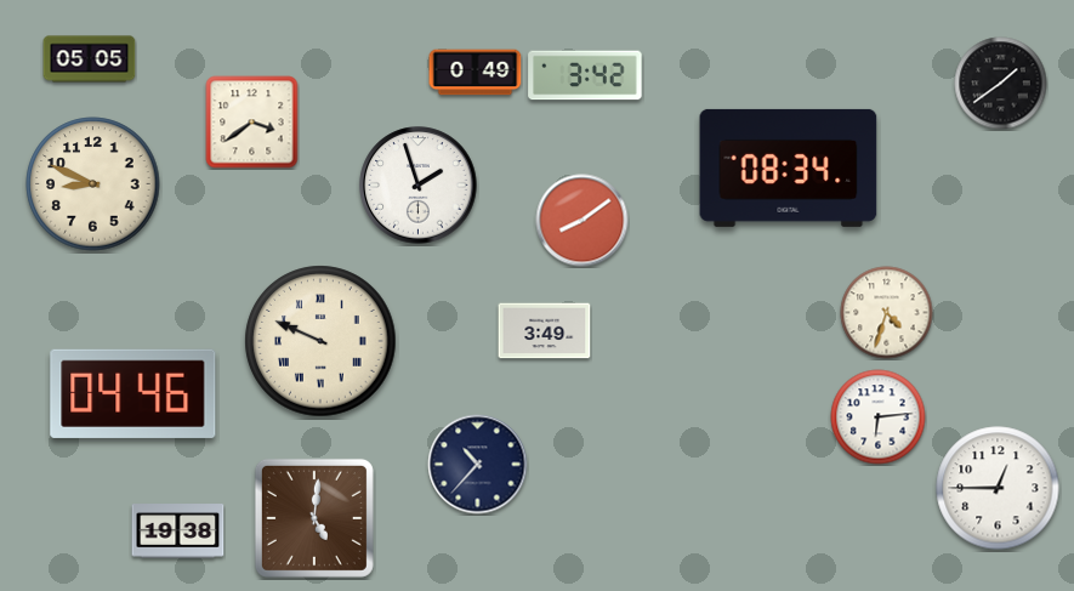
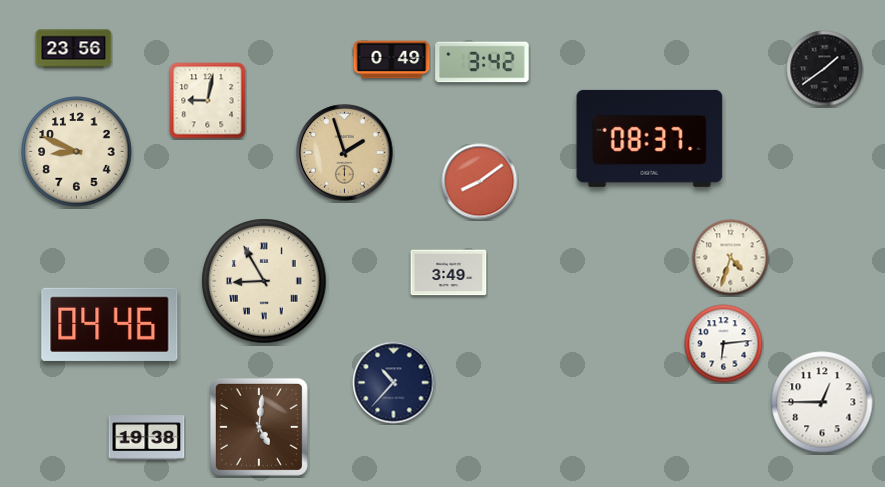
clock at (90, 59): 05:05 -> 23:56
clock at (252, 123): 3:39 -> 9:02
clock at (789, 167): 08:34 -> 08:37
clock at (419, 186) dial: white -> champagne
clock at (320, 341): 9:49 -> 8:55
